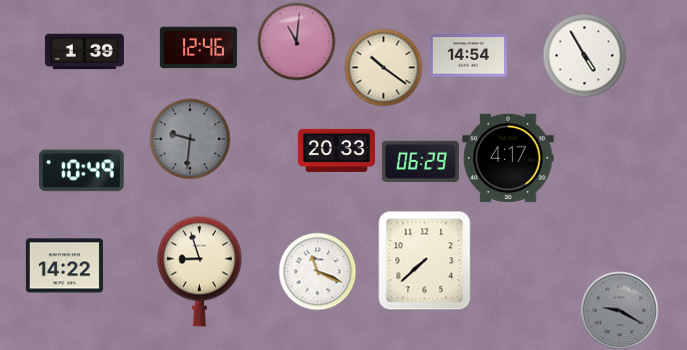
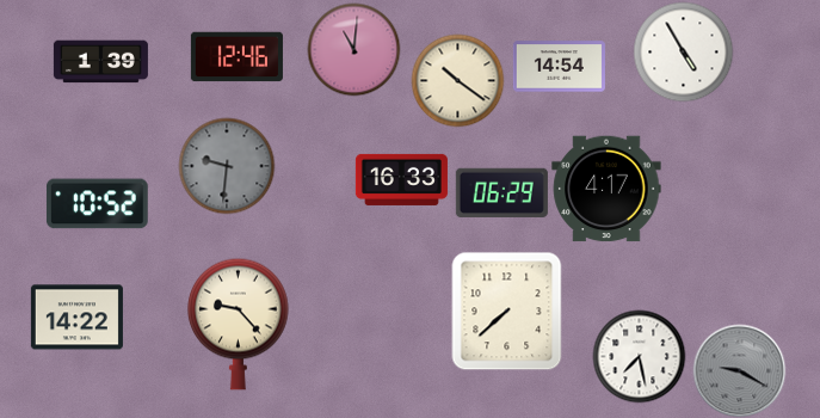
clock at (584, 55) position: (584, 55) -> (683, 51)
clock at (336, 150): 20:33 -> 16:33
clock at (81, 171): 10:49 -> 10:52
clock at (200, 271): 8:57 -> 9:23
clock at (317, 271): 11:19 -> none
clock at (639, 356): none -> 7:28
